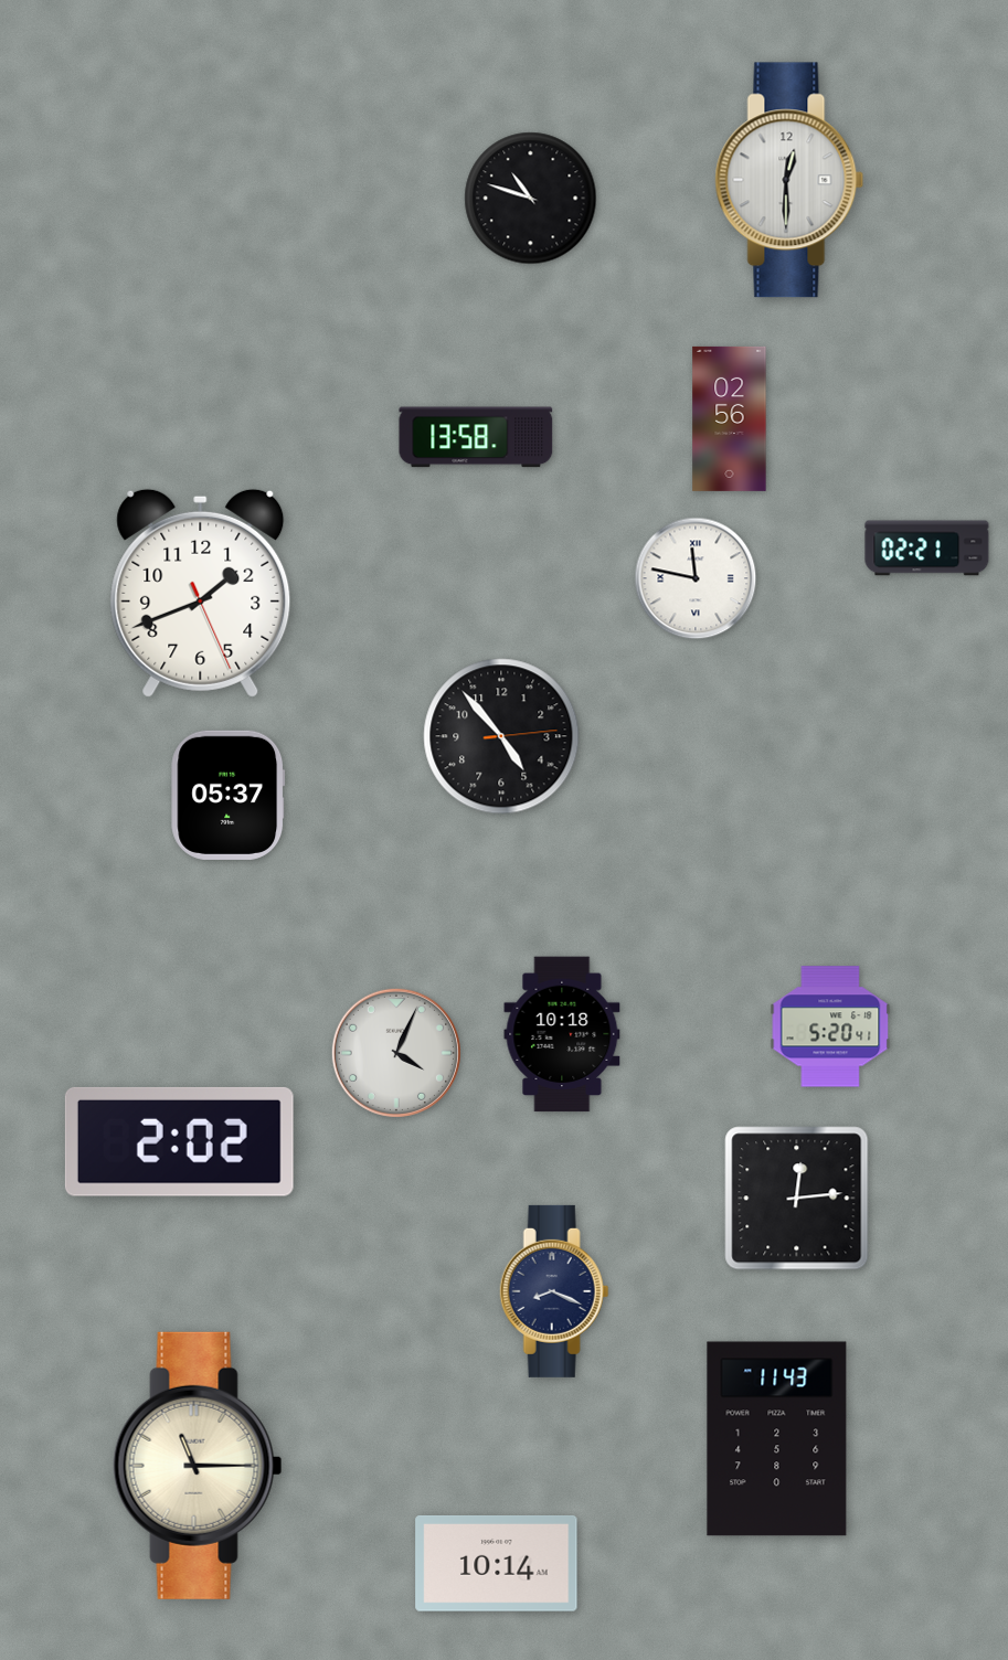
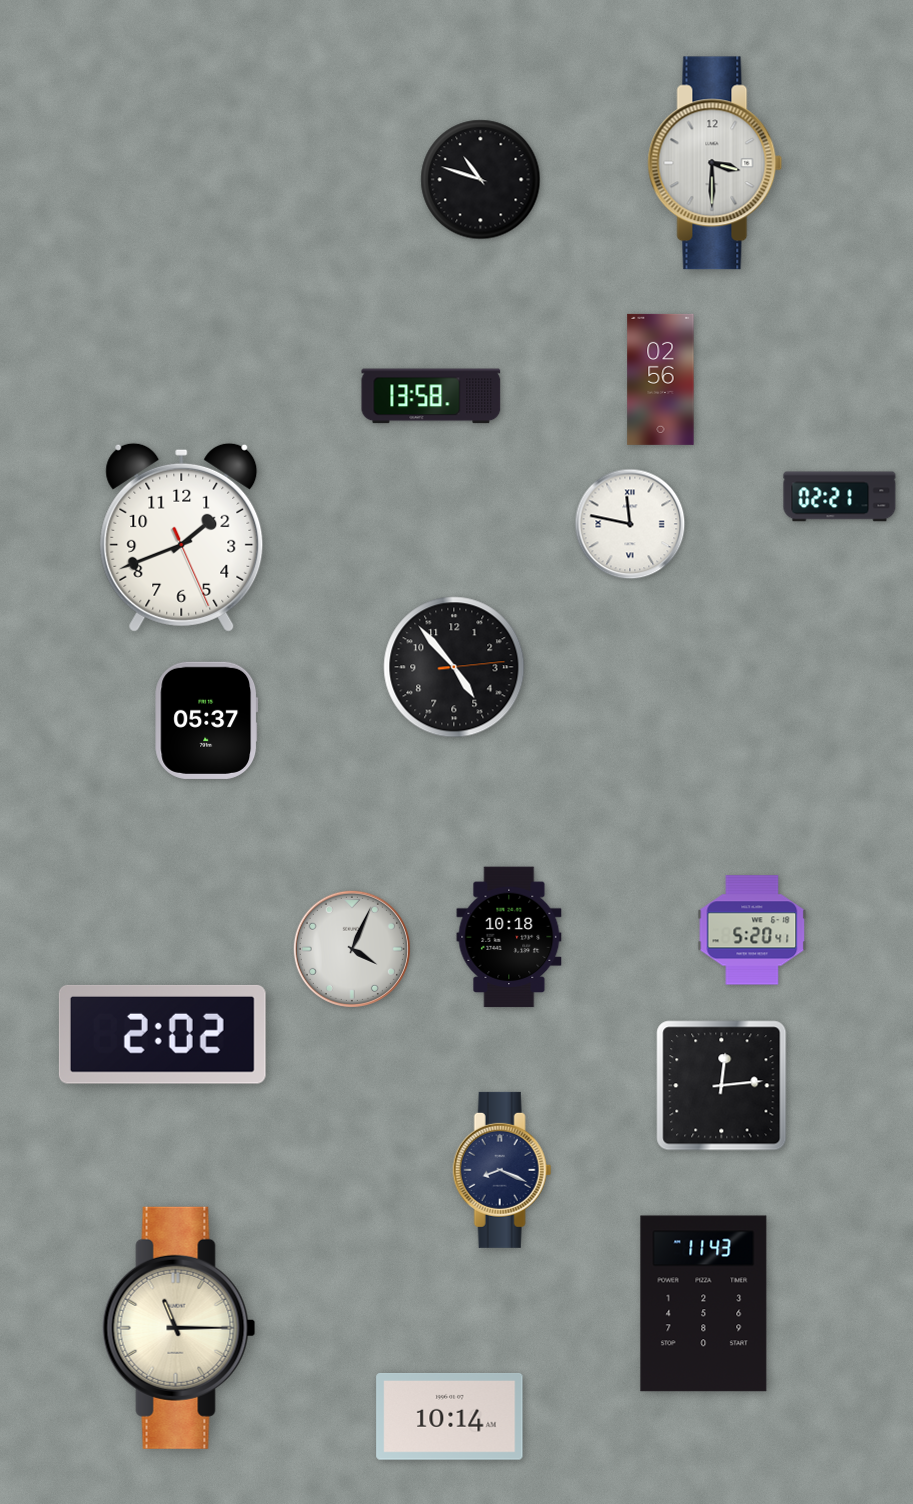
clock at (789, 180): 12:30 -> 3:30
clock at (396, 1053) position: (396, 1053) -> (352, 949)
